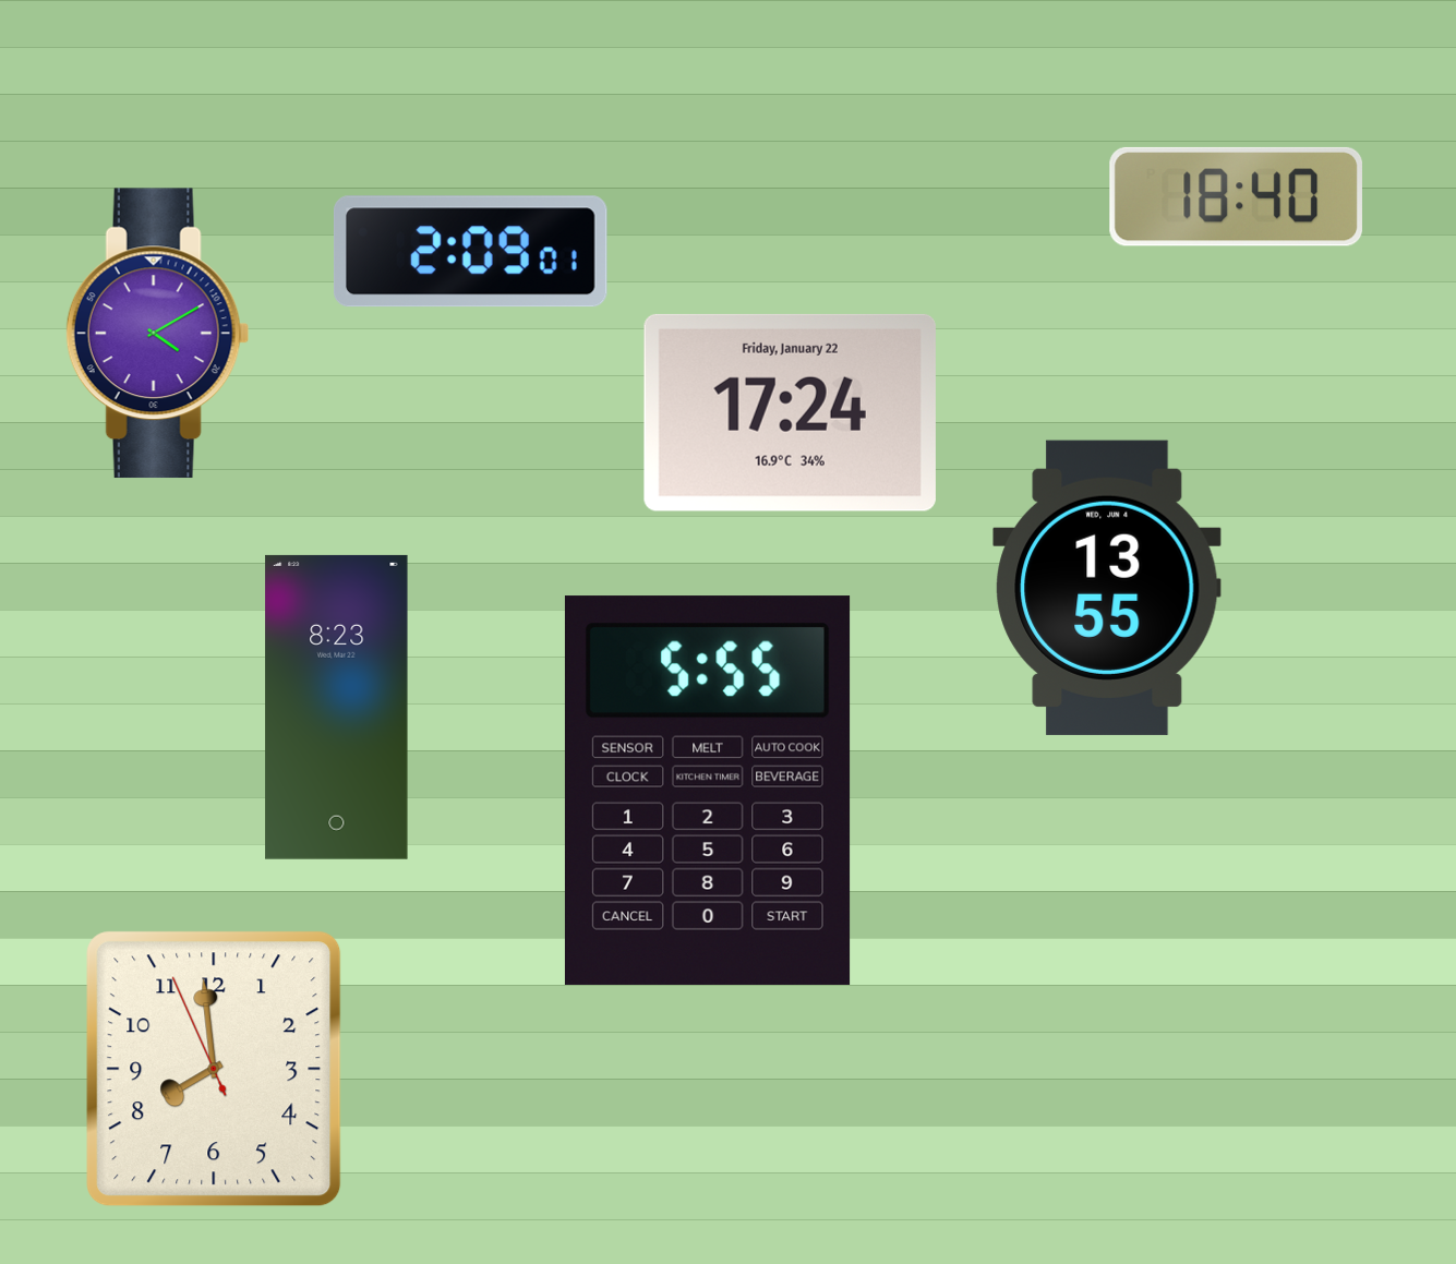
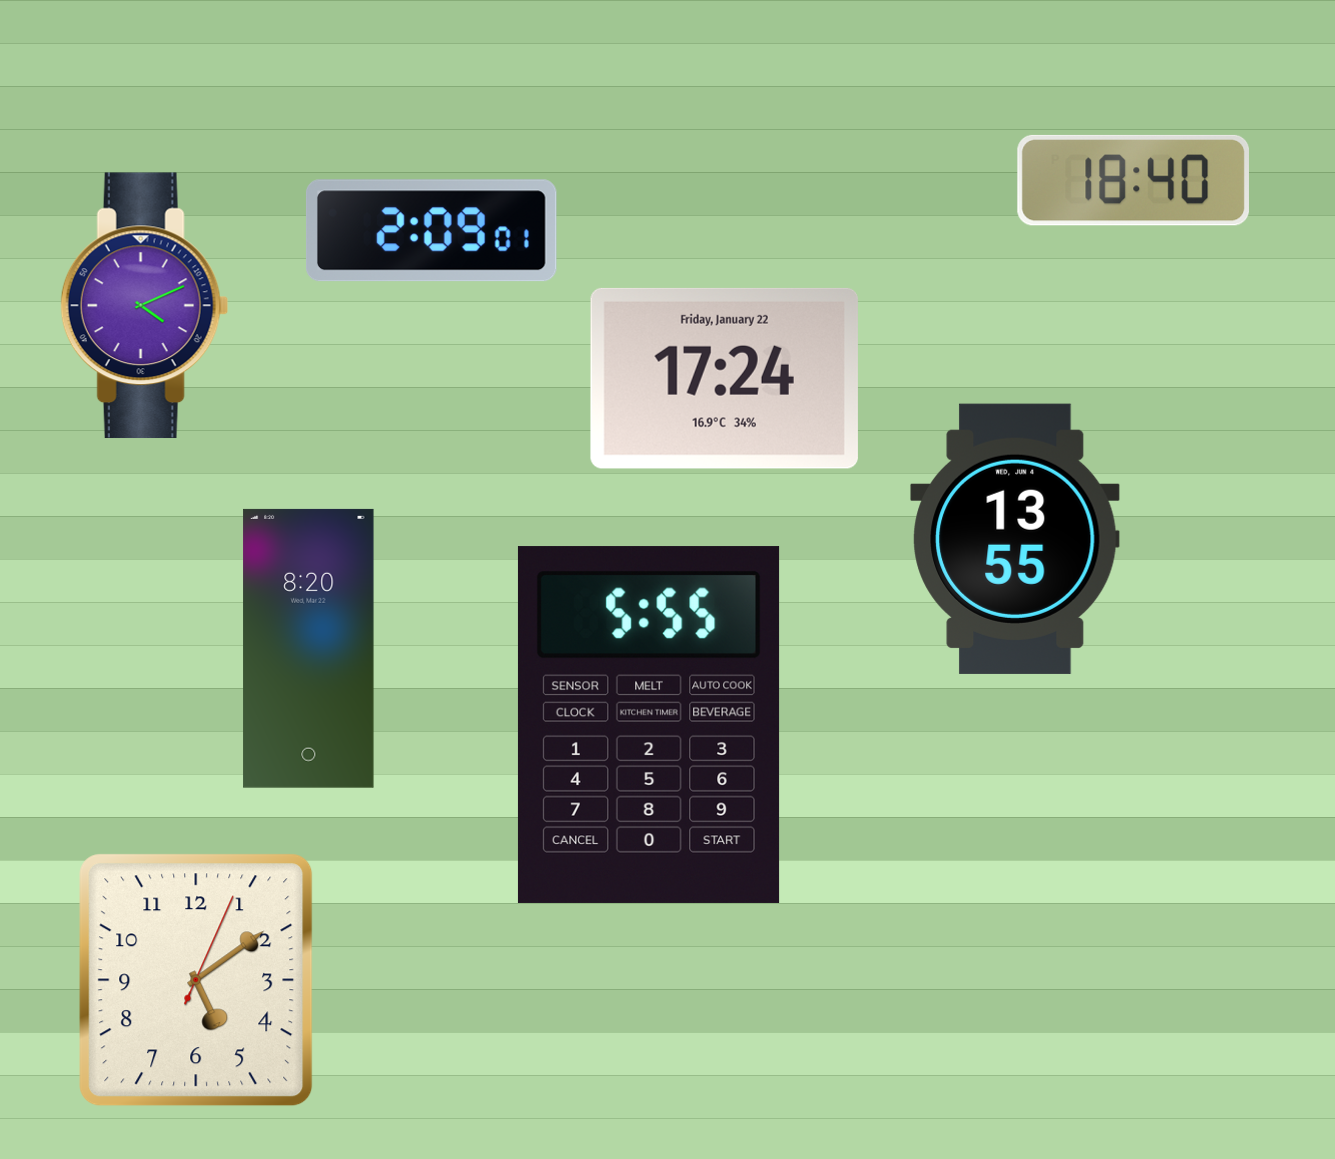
clock at (157, 334): 4:10 -> 4:11
clock at (337, 707): 8:23 -> 8:20
clock at (214, 1069): 7:58 -> 5:09
